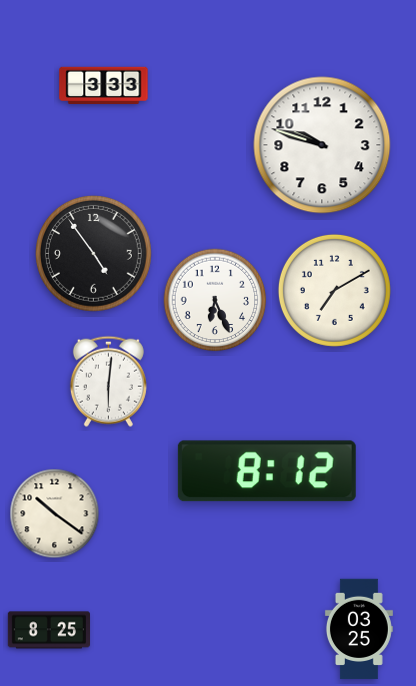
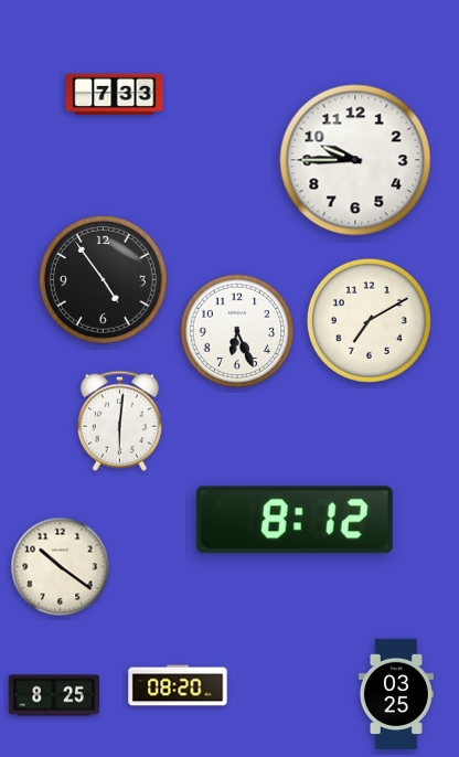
clock at (104, 86): 3:33 -> 7:33
clock at (322, 145): 9:48 -> 9:45
clock at (178, 685): none -> 08:20
